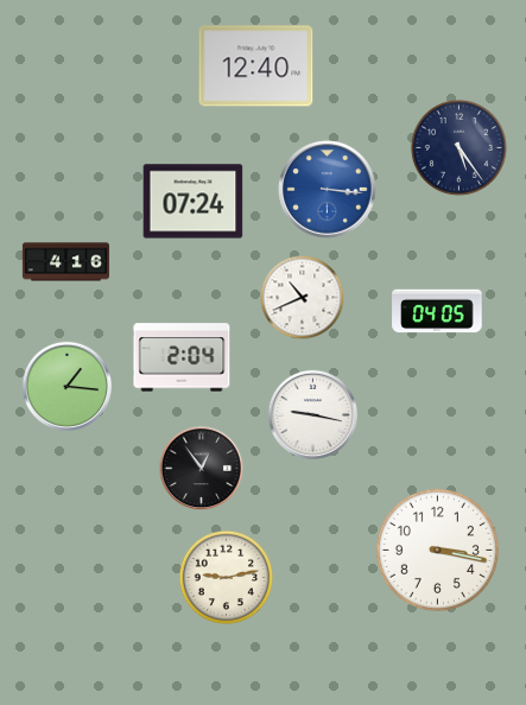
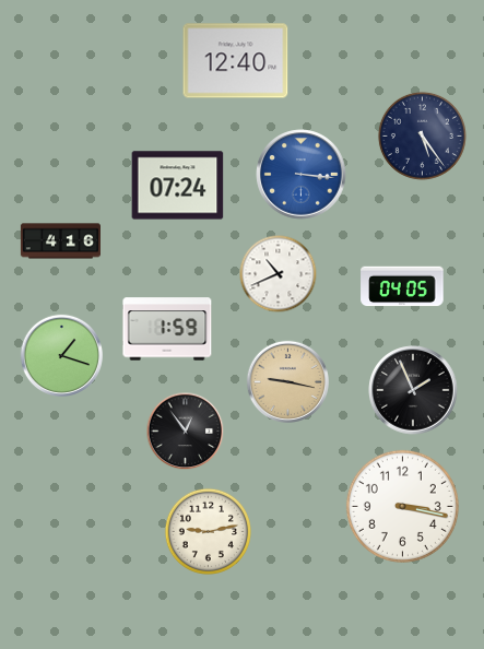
clock at (182, 357): 2:04 -> 1:59
clock at (66, 386): 1:16 -> 1:18
clock at (312, 414) dial: white -> champagne
clock at (413, 390): none -> 1:56
